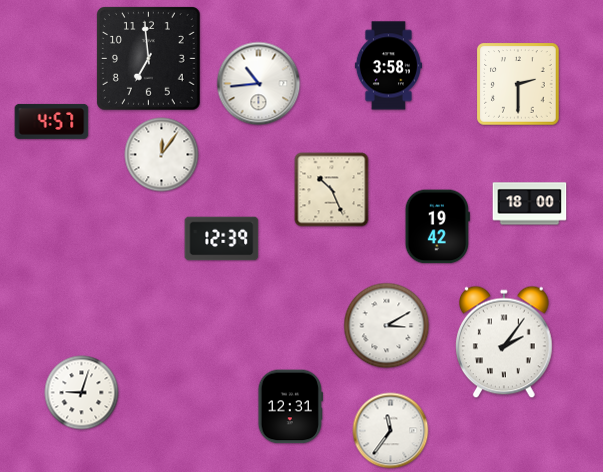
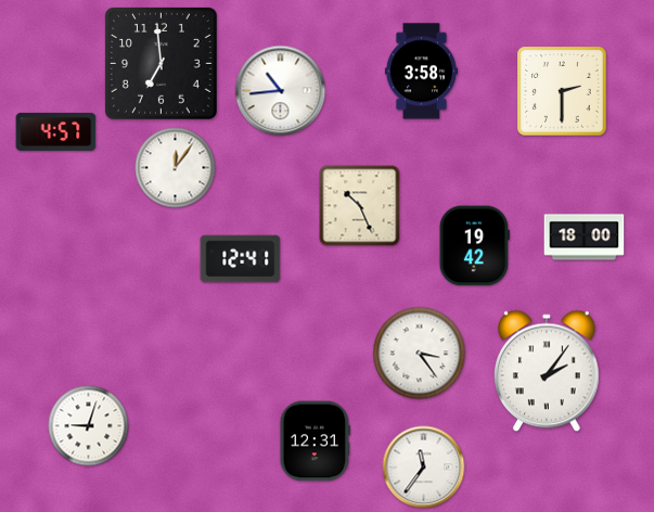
clock at (530, 204) position: (530, 204) -> (585, 238)
clock at (222, 239): 12:39 -> 12:41
clock at (387, 326): 3:10 -> 3:24
